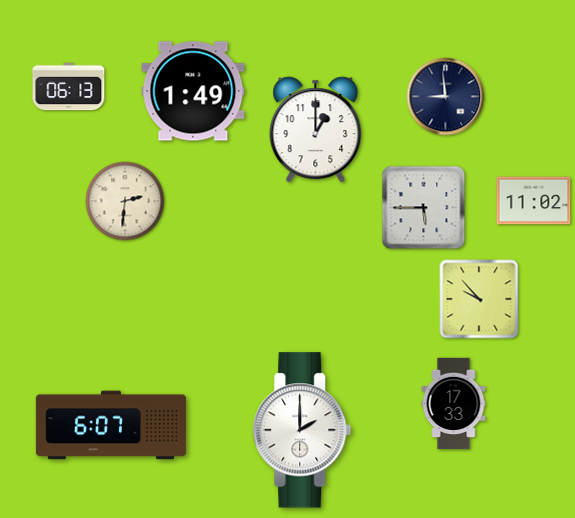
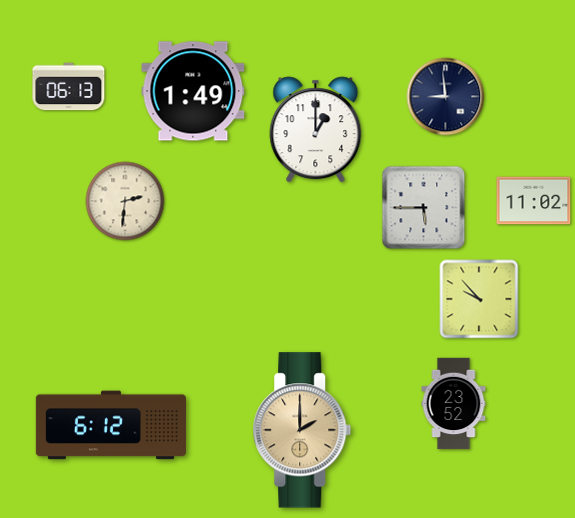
clock at (454, 404): 17:33 -> 23:52
clock at (111, 425): 6:07 -> 6:12
clock at (302, 430) dial: white -> champagne
